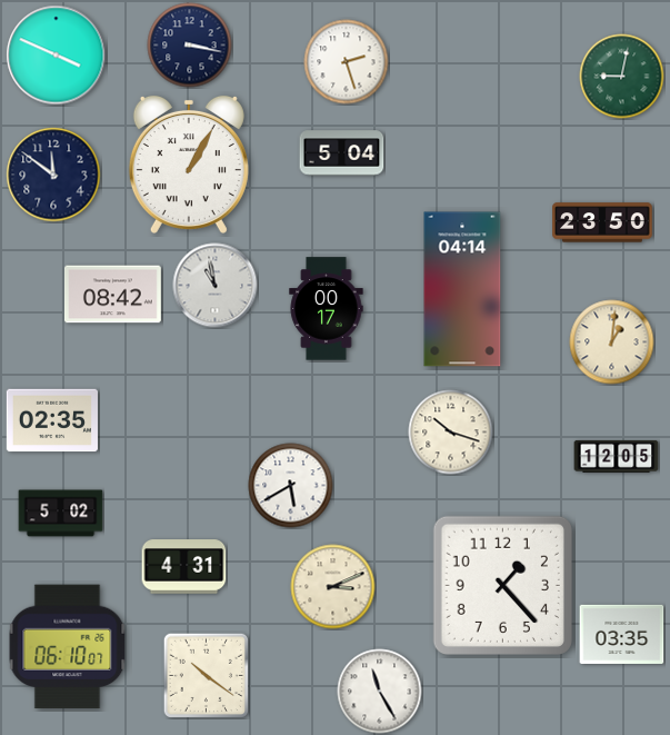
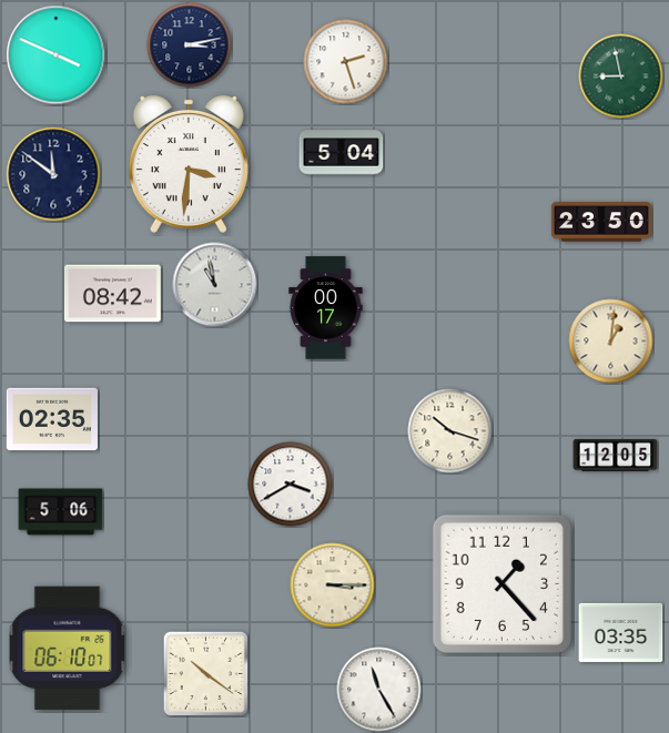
clock at (190, 46): 3:17 -> 3:13
clock at (622, 77): 9:02 -> 8:58
clock at (189, 165): 1:05 -> 3:31
clock at (462, 289): 04:14 -> none
clock at (291, 486): 5:40 -> 3:40
clock at (61, 514): 5:02 -> 5:06
clock at (184, 567): 4:31 -> none
clock at (333, 587): 3:11 -> 3:15
clock at (68, 647) position: (68, 647) -> (68, 649)
